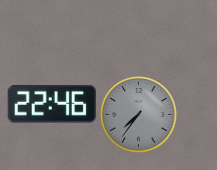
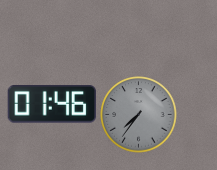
clock at (51, 105): 22:46 -> 01:46
